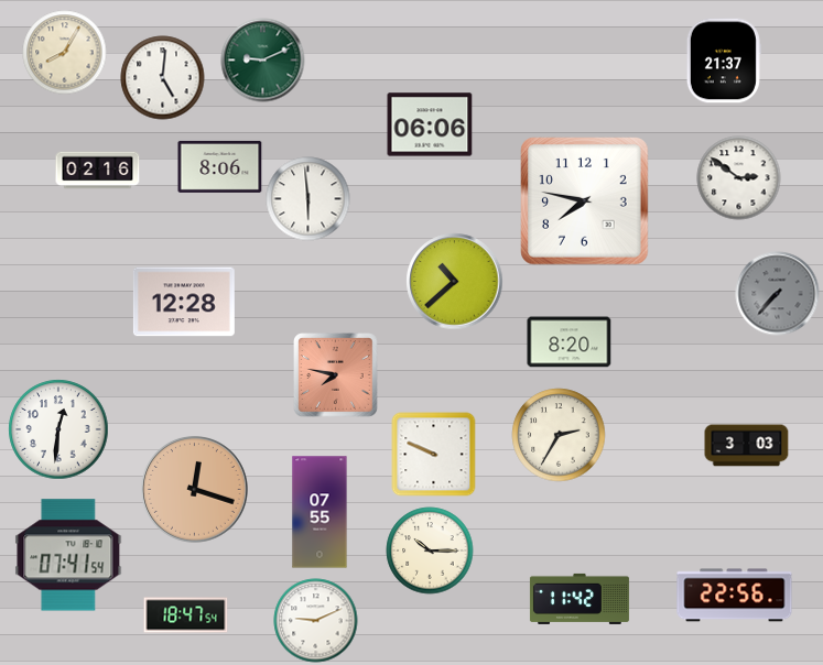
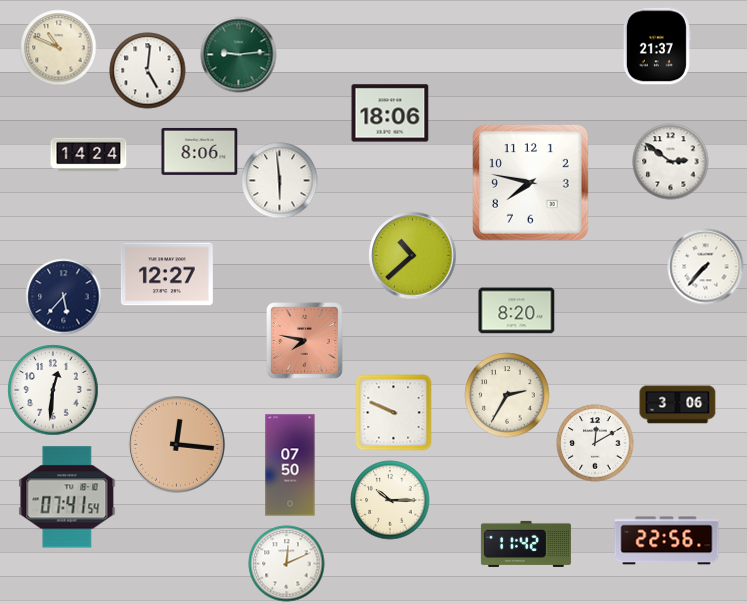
clock at (65, 53): 8:05 -> 10:49
clock at (263, 61): 9:11 -> 9:14
clock at (724, 61) position: (724, 61) -> (657, 46)
clock at (430, 124): 06:06 -> 18:06
clock at (98, 171): 02:16 -> 14:24
clock at (778, 294) dial: grey -> white
clock at (184, 302): 12:28 -> 12:27
clock at (64, 297): none -> 5:37
clock at (747, 446): 3:03 -> 3:06
clock at (595, 443): none -> 12:10
clock at (195, 490): 12:18 -> 12:16
clock at (320, 512): 07:55 -> 07:50
clock at (68, 555) position: (68, 555) -> (67, 497)
clock at (186, 615): 18:47 -> none
clock at (316, 621): 9:11 -> 12:11
